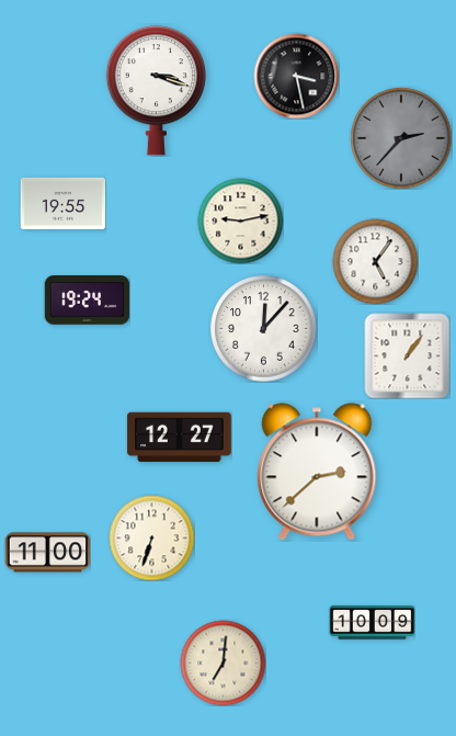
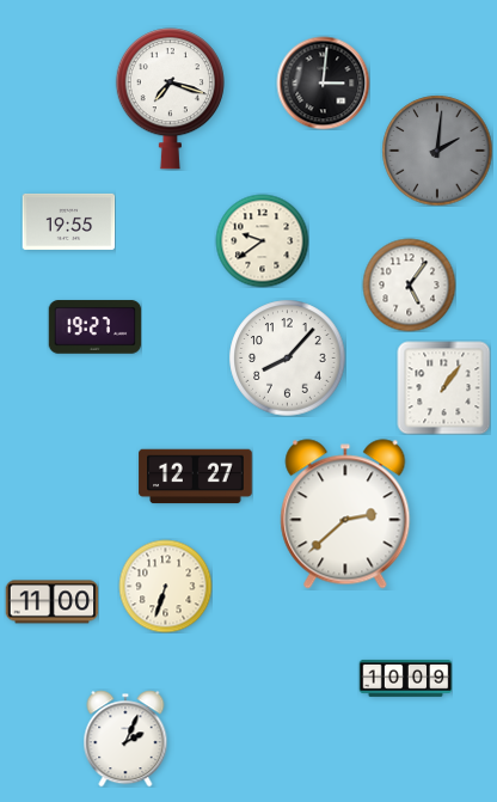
clock at (296, 76): 3:28 -> 3:01
clock at (156, 91): 3:18 -> 7:18
clock at (401, 138): 2:37 -> 2:01
clock at (240, 220): 9:13 -> 9:39
clock at (87, 301): 19:24 -> 19:27
clock at (264, 329): 12:07 -> 8:07
clock at (223, 663): 7:01 -> none
clock at (125, 739): none -> 2:04
